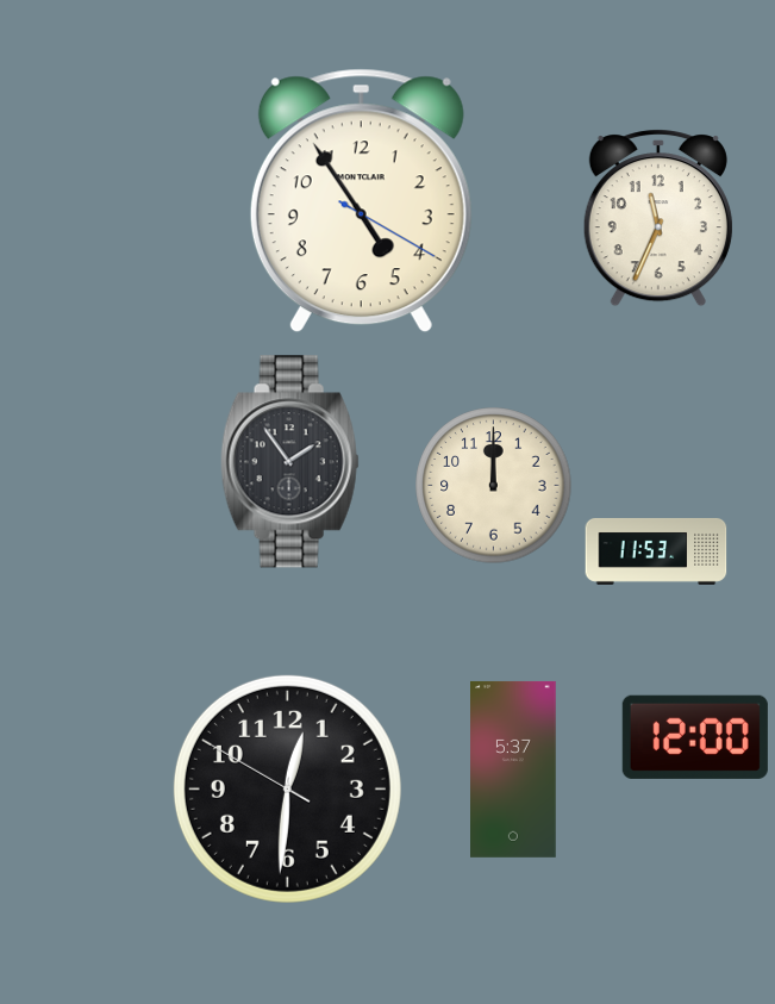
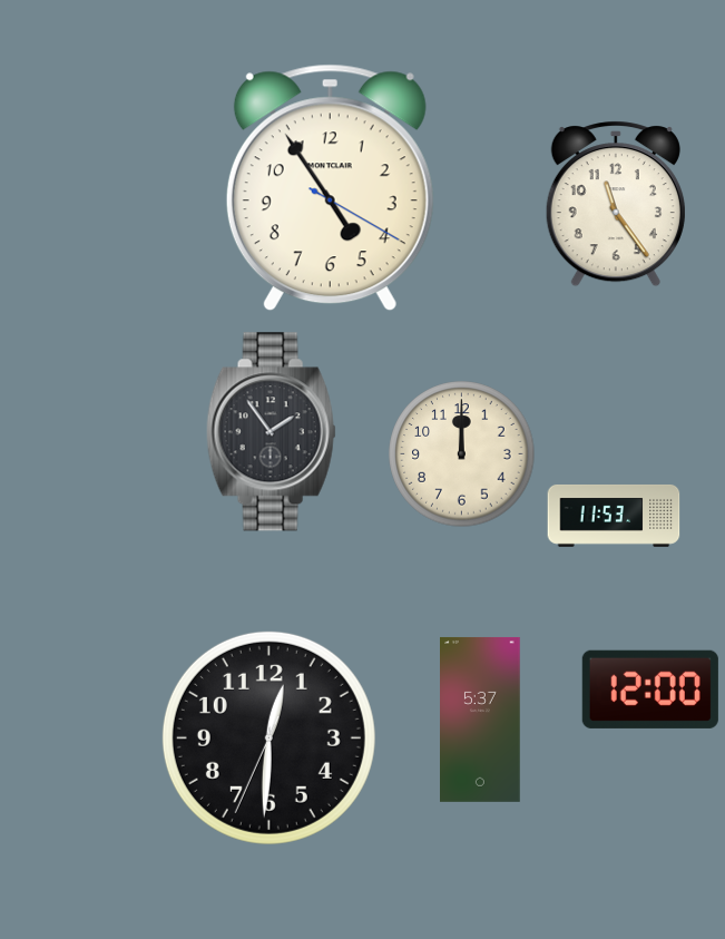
clock at (361, 201) position: (361, 201) -> (330, 188)
clock at (658, 218): 11:34 -> 11:24
clock at (287, 788): 12:30:50 -> 12:30:34
